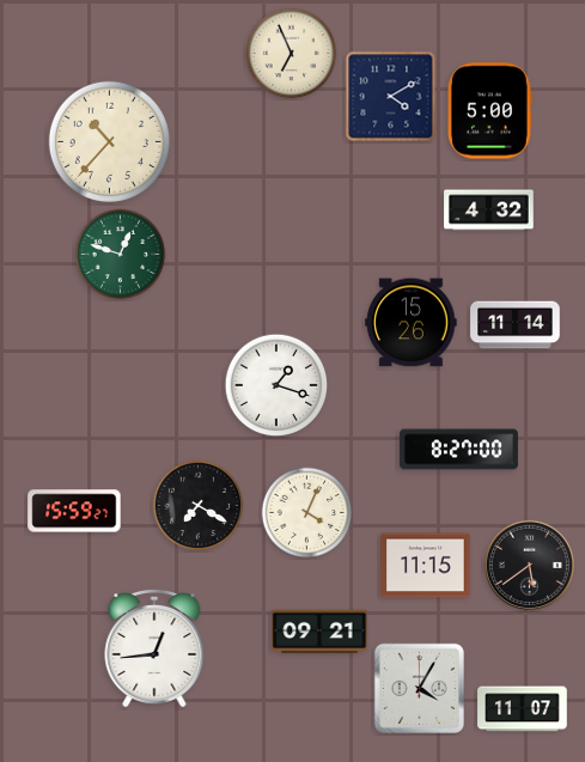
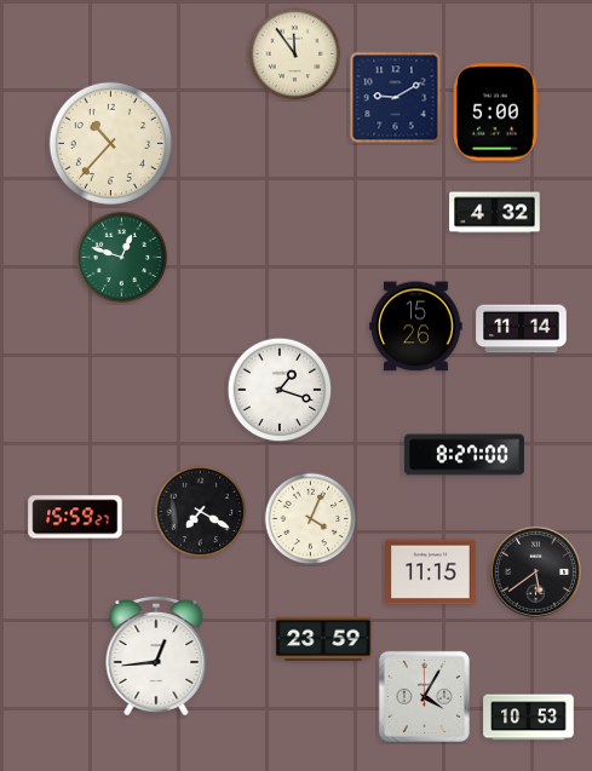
clock at (292, 54): 6:56 -> 11:54
clock at (391, 97): 4:10 -> 9:10
clock at (319, 632): 09:21 -> 23:59
clock at (523, 709): 11:07 -> 10:53
